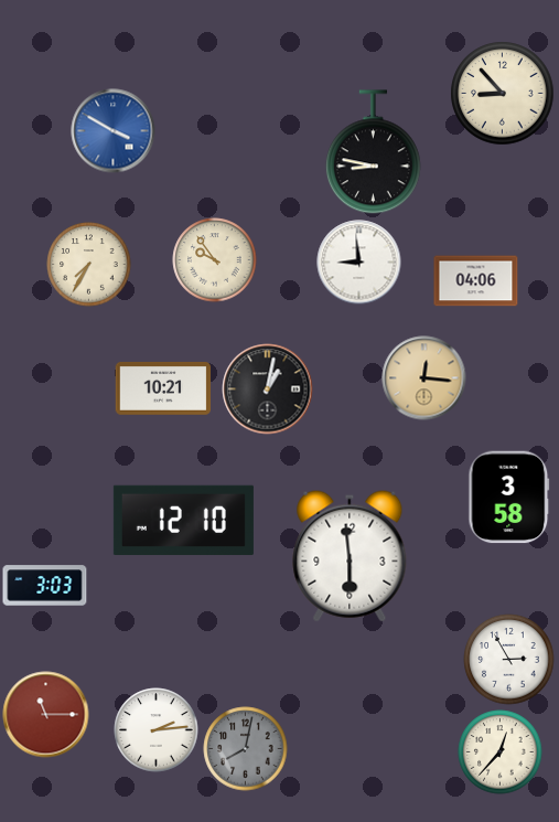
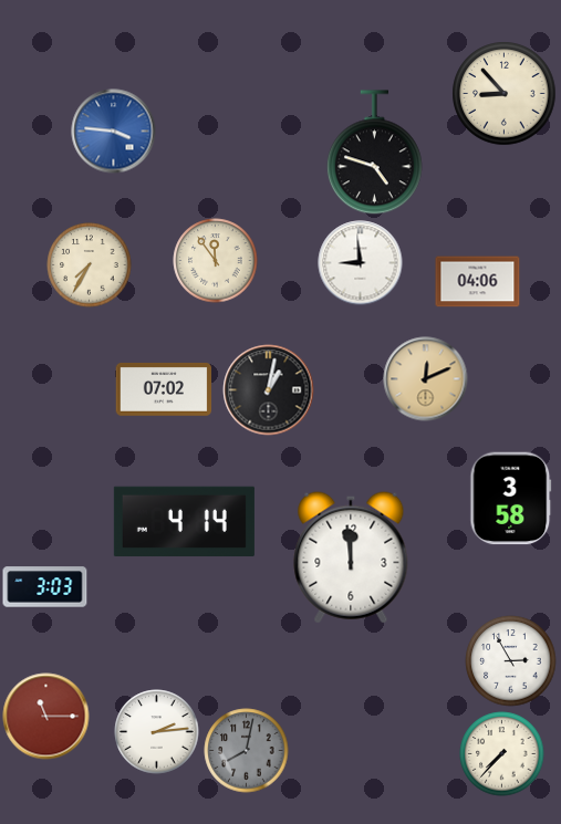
clock at (114, 131): 3:50 -> 3:46
clock at (373, 152): 8:47 -> 4:48
clock at (215, 260): 9:54 -> 11:54
clock at (424, 378): 12:16 -> 12:11
clock at (163, 388): 10:21 -> 07:02
clock at (183, 521): 12:10 -> 4:14
clock at (350, 556): 5:59 -> 11:59
clock at (501, 752): 12:37 -> 7:37
